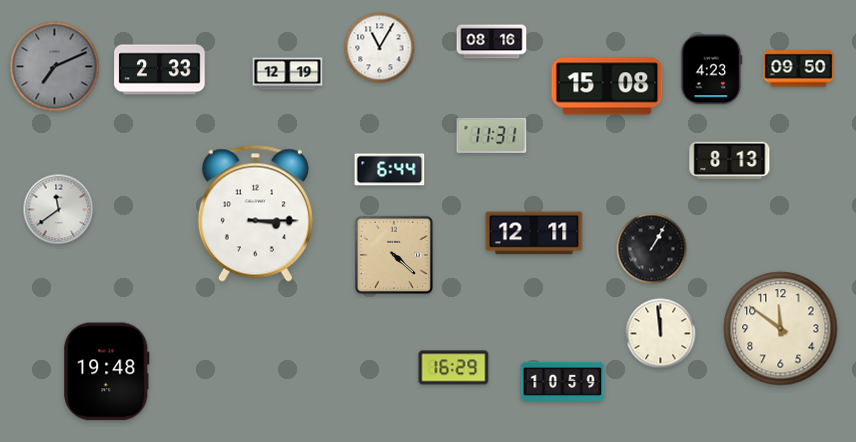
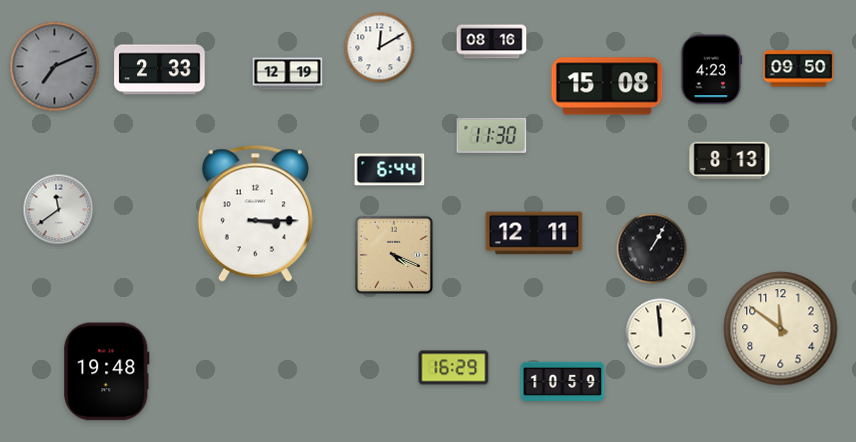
clock at (380, 48): 11:05 -> 12:10
clock at (492, 135): 11:31 -> 11:30
clock at (394, 255): 4:22 -> 4:19
